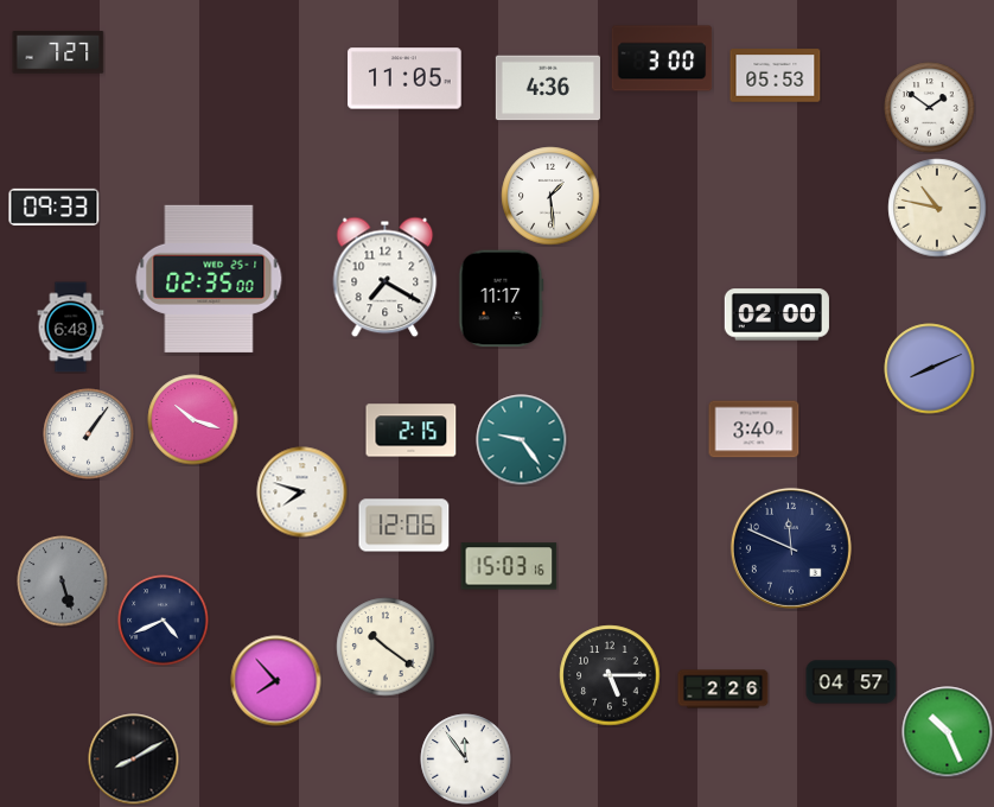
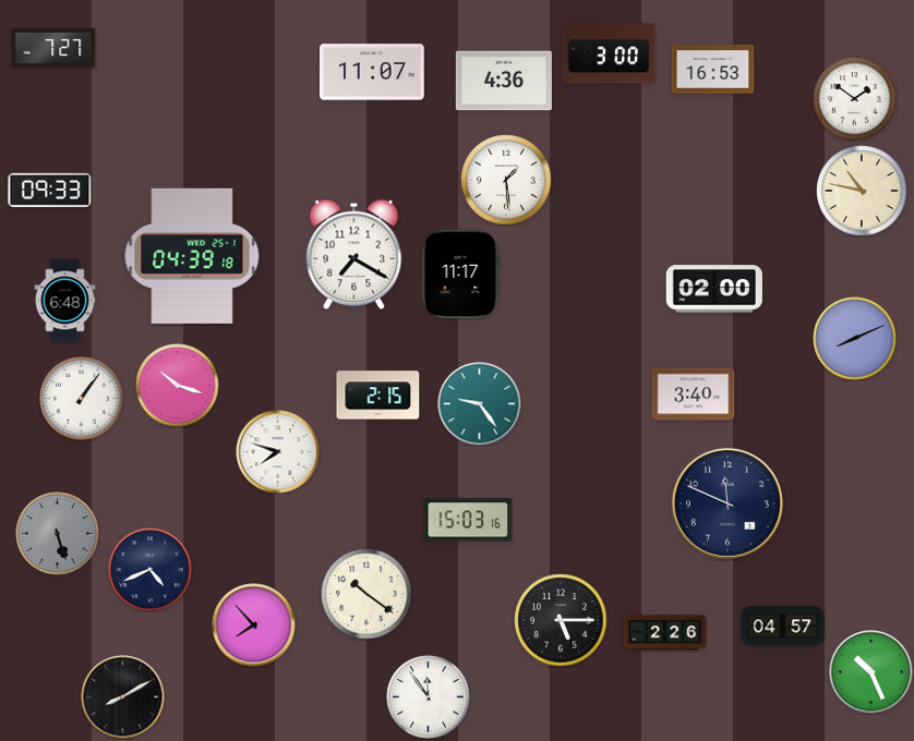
clock at (776, 76): 05:53 -> 16:53
clock at (404, 78): 11:05 -> 11:07
clock at (209, 279): 02:35 -> 04:39
clock at (404, 526): 12:06 -> none
clock at (386, 647) position: (386, 647) -> (366, 594)
